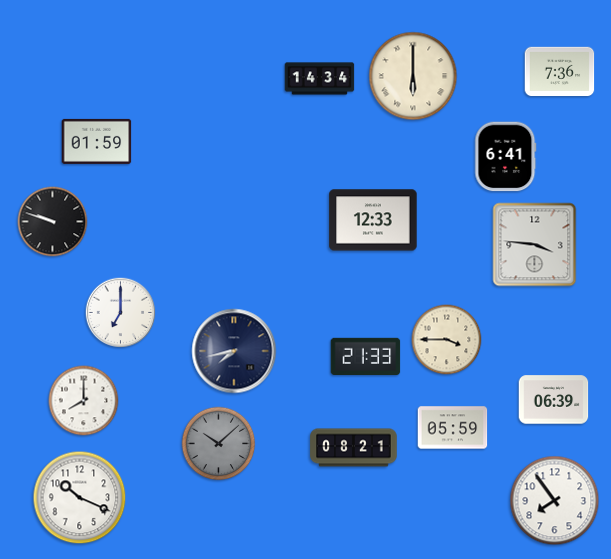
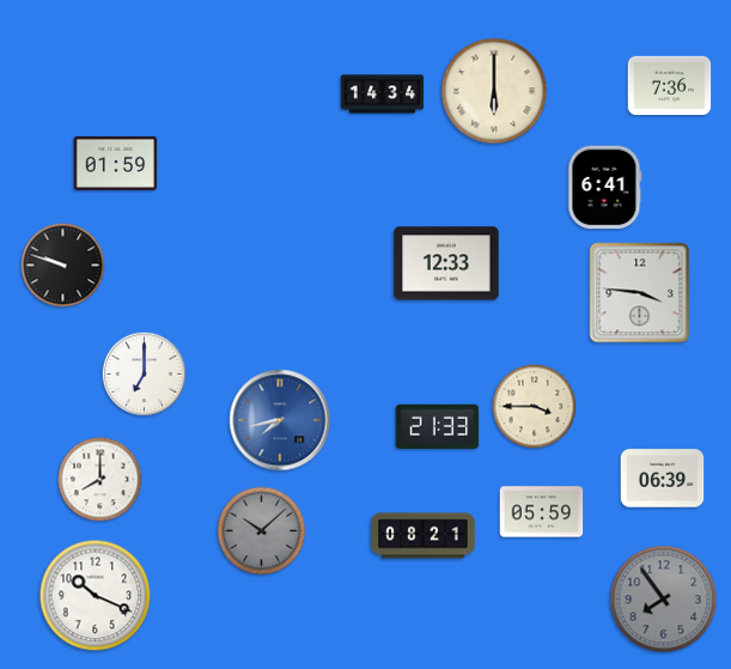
clock at (97, 141) position: (97, 141) -> (116, 163)
clock at (234, 351) dial: navy -> blue
clock at (555, 501) dial: white -> grey
